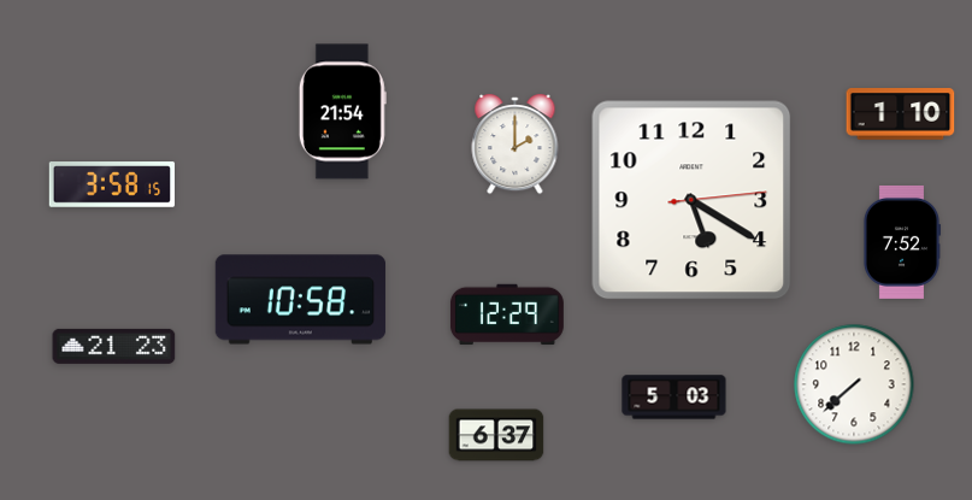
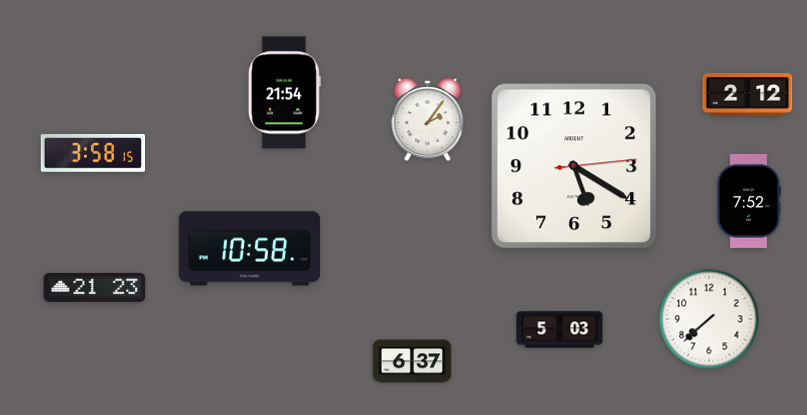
clock at (901, 114): 1:10 -> 2:12
clock at (516, 146): 2:00 -> 2:06
clock at (507, 314): 12:29 -> none
